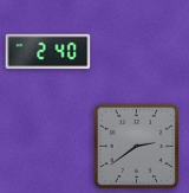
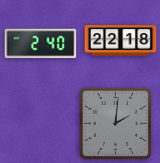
clock at (121, 41): none -> 22:18
clock at (137, 147): 2:39 -> 2:01
